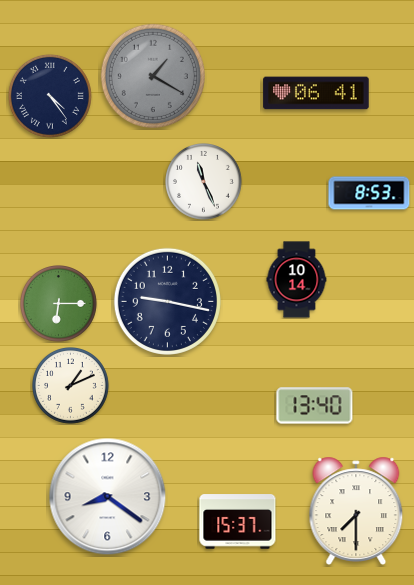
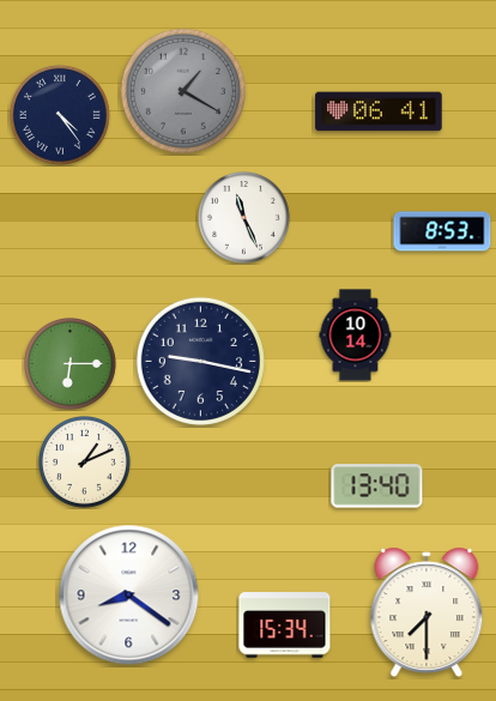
clock at (238, 522): 15:37 -> 15:34
